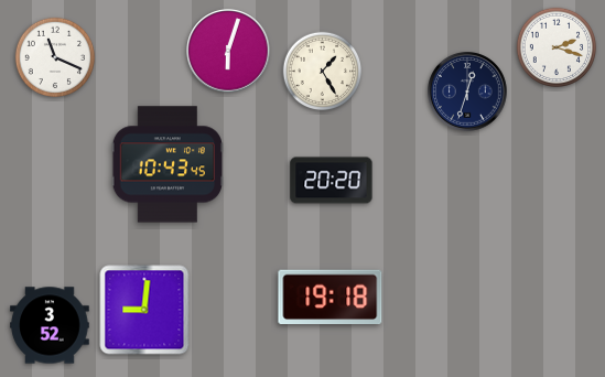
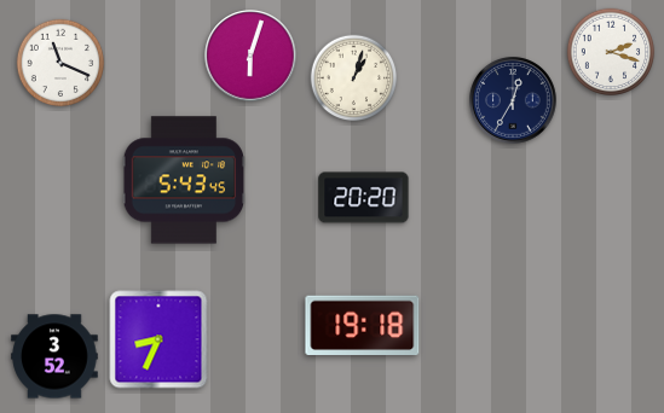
clock at (323, 72): 1:25 -> 1:03
clock at (467, 91): 12:33 -> 12:35
clock at (168, 164): 10:43 -> 5:43
clock at (144, 310): 9:01 -> 8:34
